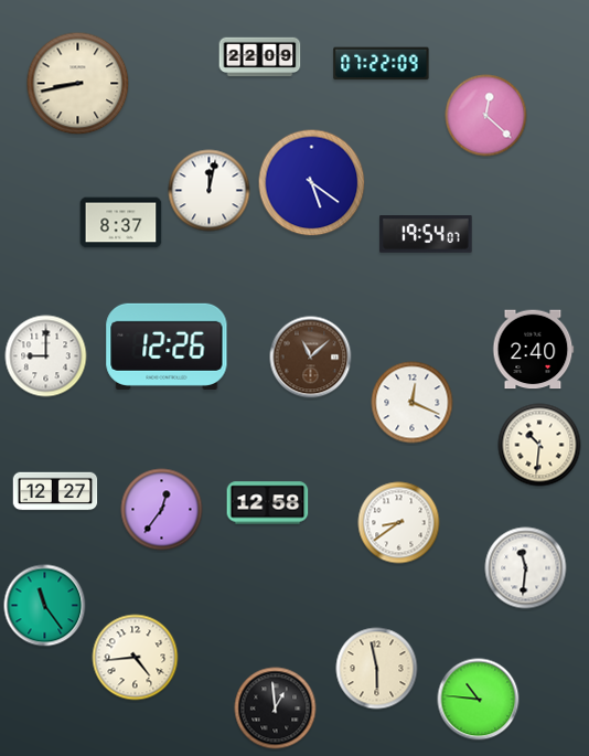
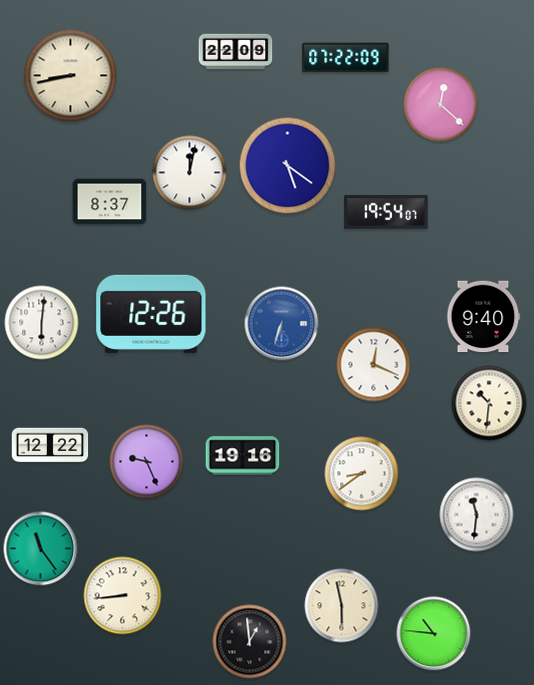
clock at (312, 183) position: (312, 183) -> (288, 166)
clock at (533, 350): 2:40 -> 9:40
clock at (46, 356): 9:00 -> 6:01
clock at (311, 358): 11:08 -> 6:33
clock at (311, 358) dial: brown -> blue
clock at (55, 491): 12:27 -> 12:22
clock at (268, 503): 12:58 -> 19:16
clock at (162, 510): 12:36 -> 9:26
clock at (136, 658): 4:44 -> 8:44
